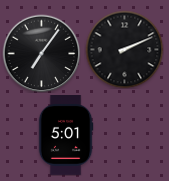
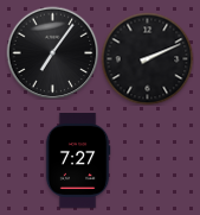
clock at (41, 53) position: (41, 53) -> (52, 52)
clock at (66, 136): 5:01 -> 7:27
